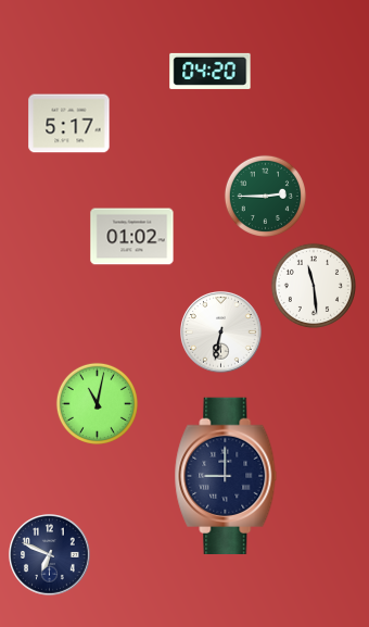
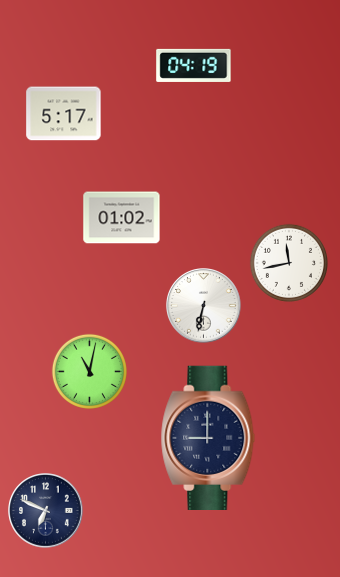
clock at (211, 71): 04:20 -> 04:19
clock at (265, 196): 2:45 -> none
clock at (314, 286): 11:29 -> 11:43
